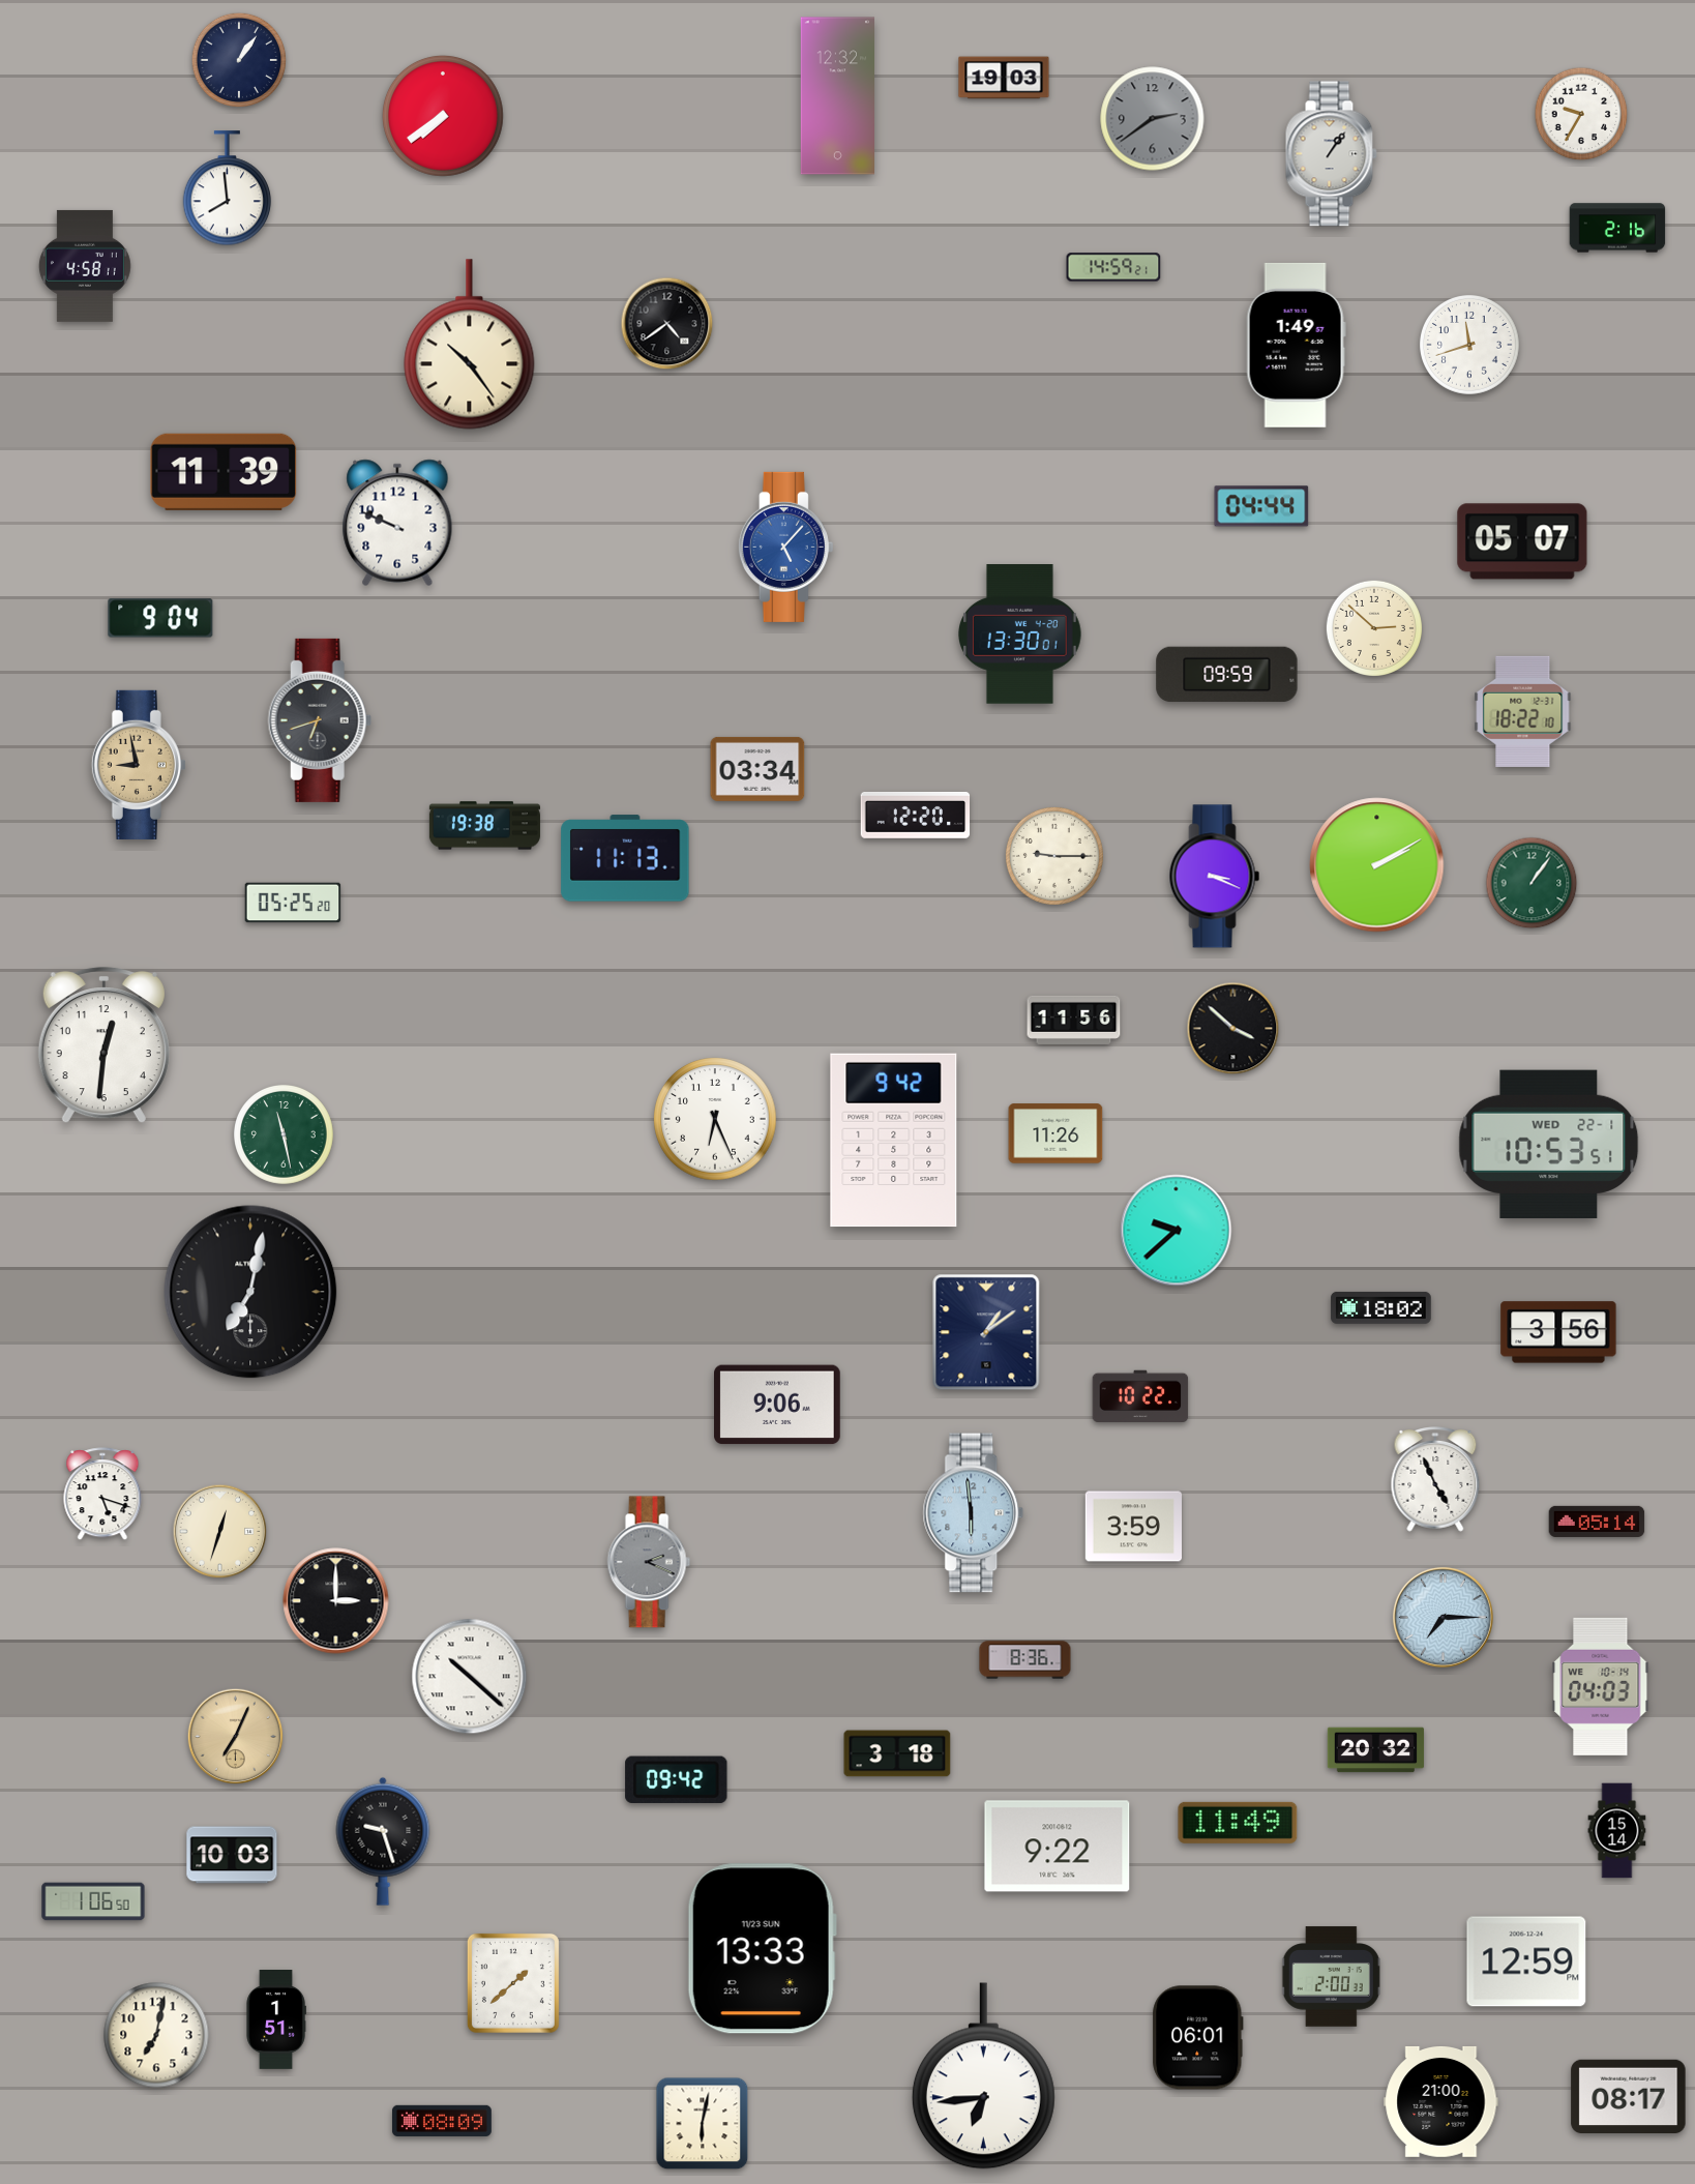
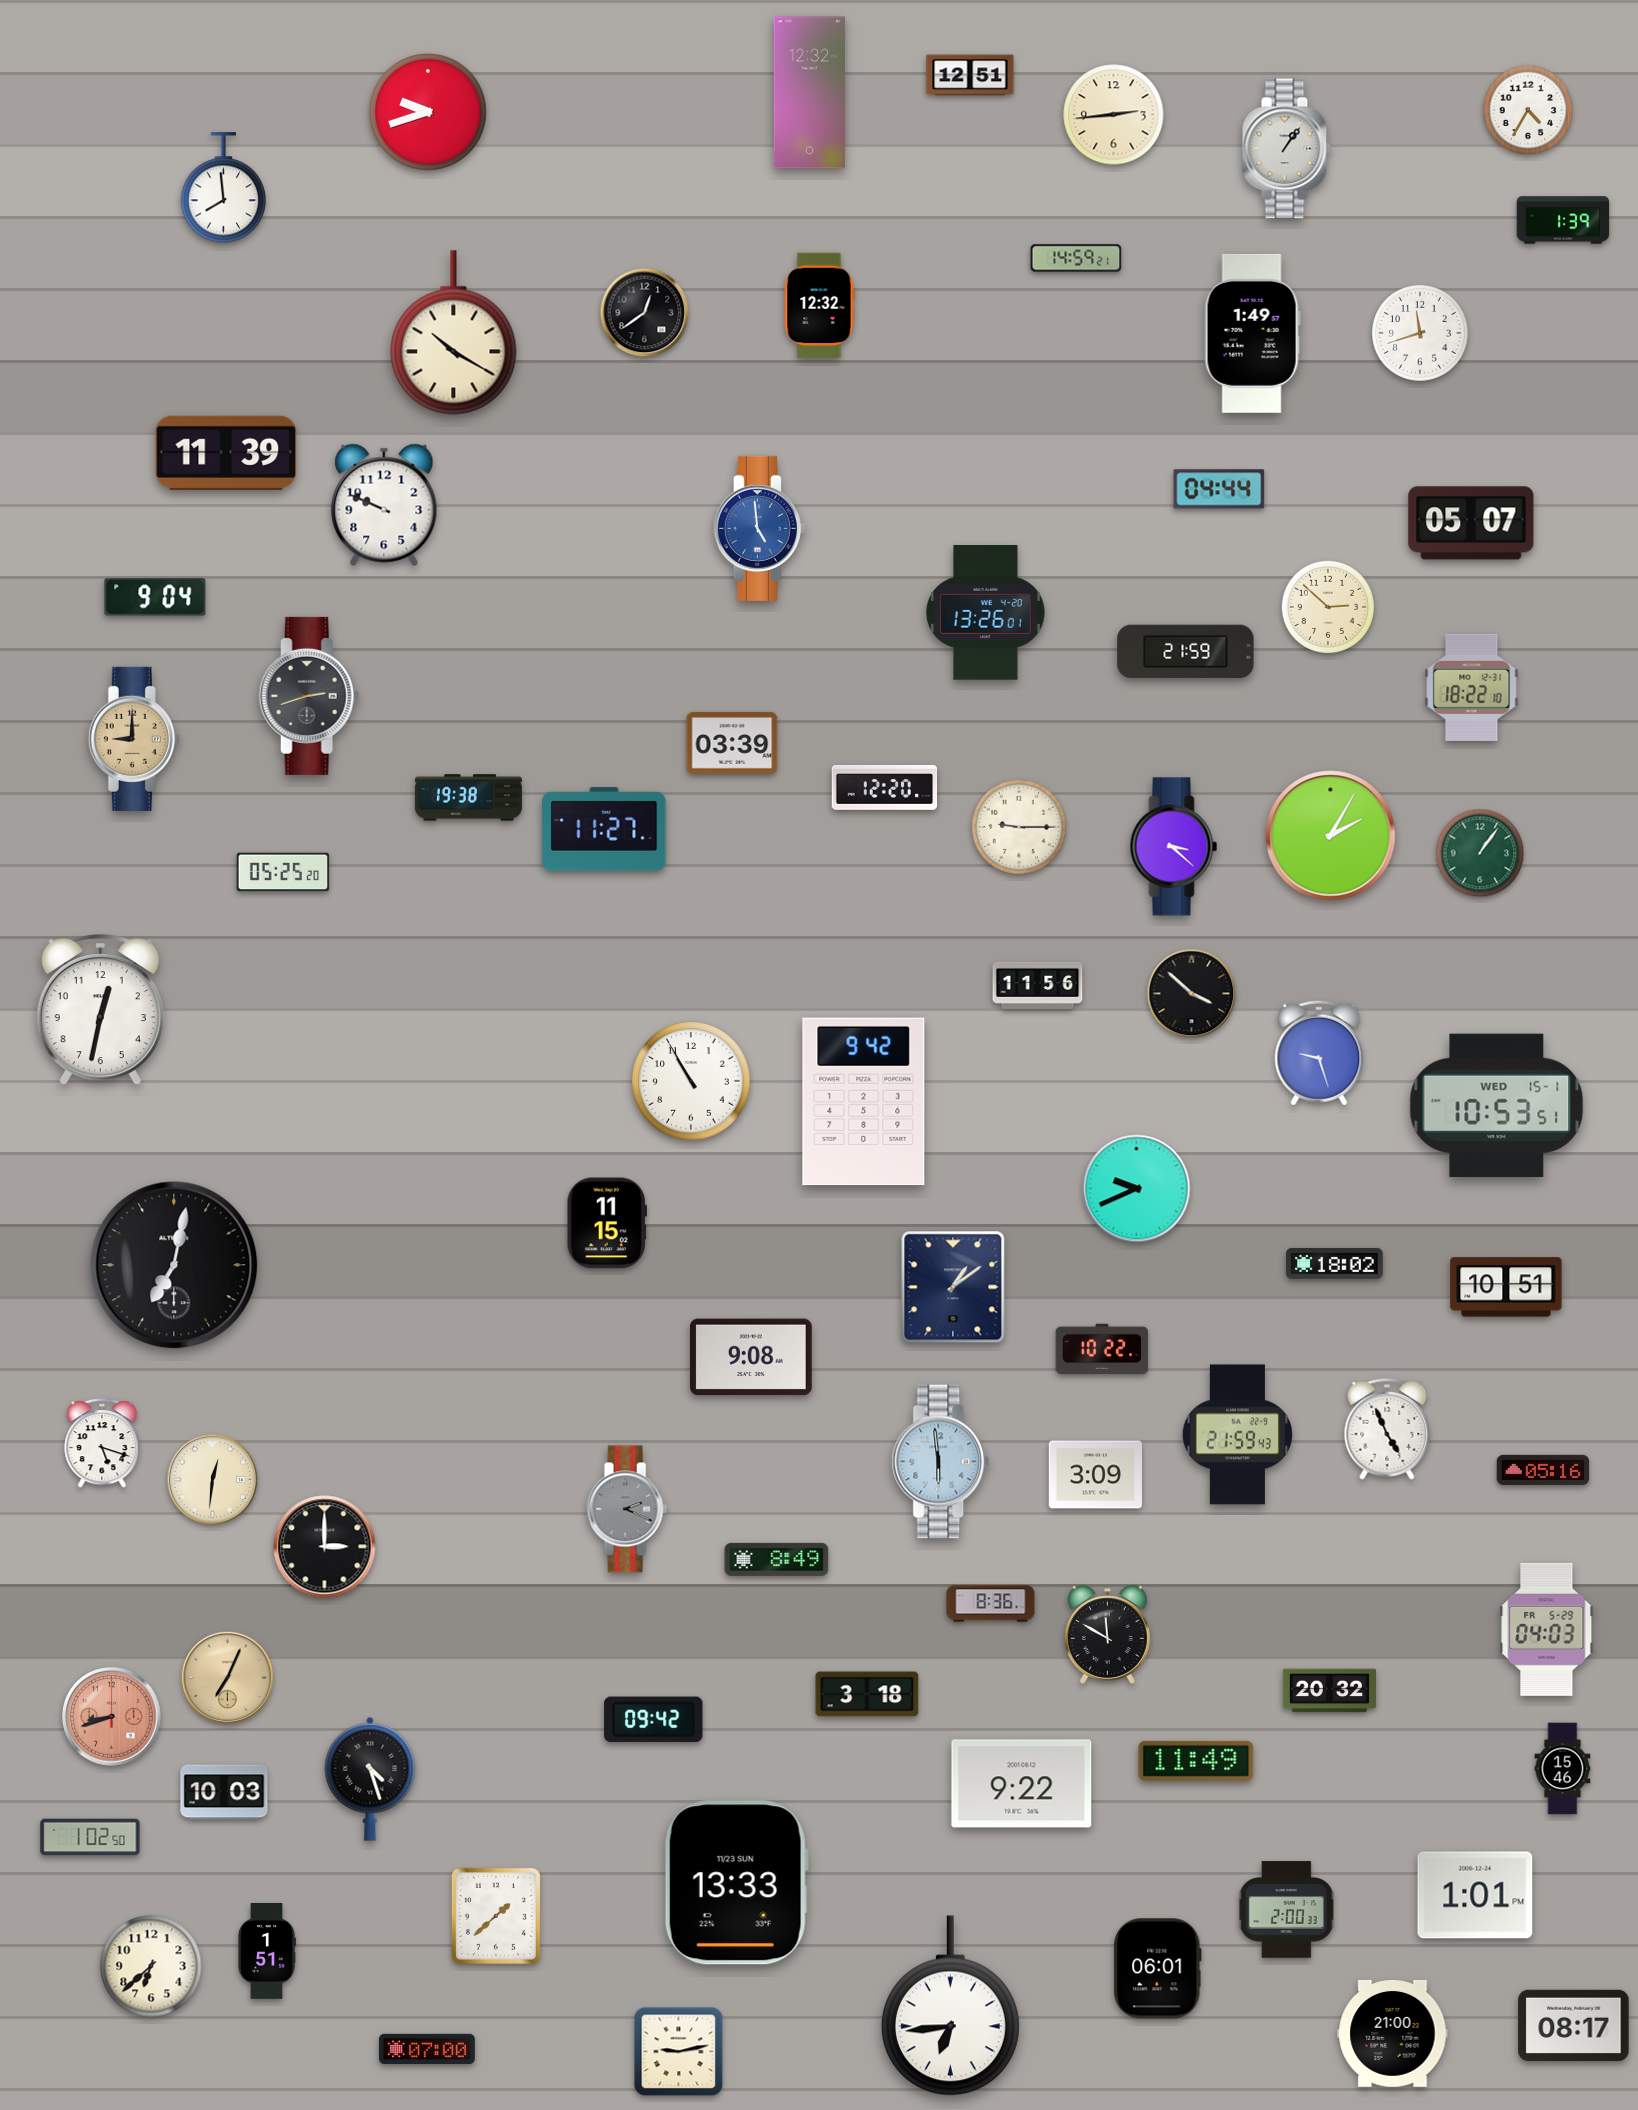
clock at (239, 60): 1:06 -> none
clock at (1004, 78): 19:03 -> 12:51
clock at (1581, 114): 9:35 -> 4:35
clock at (443, 116): 7:39 -> 9:42
clock at (1153, 119): 2:39 -> 2:44
clock at (1153, 119) dial: grey -> cream
clock at (228, 188) position: (228, 188) -> (224, 188)
clock at (1617, 228): 2:16 -> 1:39
clock at (85, 266): 4:58 -> none
clock at (819, 306): none -> 12:32
clock at (667, 324): 4:39 -> 12:39
clock at (470, 345): 10:24 -> 10:20
clock at (224, 472) position: (224, 472) -> (226, 453)
clock at (785, 547): 5:07 -> 4:59
clock at (1020, 634): 13:30 -> 13:26
clock at (1227, 675): 09:59 -> 21:59
clock at (320, 720): 6:42 -> 2:42
clock at (139, 765): 8:58 -> 9:00
clock at (757, 769): 03:34 -> 03:39
clock at (625, 858): 11:13 -> 11:27
clock at (1377, 865): 2:10 -> 2:05
clock at (1215, 877): 3:19 -> 3:22
clock at (103, 1045): 12:31 -> 12:32
clock at (1319, 1053): none -> 9:27
clock at (715, 1119): 6:26 -> 10:55
clock at (1055, 1133): 11:26 -> none
clock at (285, 1135): 11:28 -> none
clock at (1549, 1144) date: WED 22-1 -> WED 15-1
clock at (1177, 1231): 9:38 -> 9:41
clock at (607, 1223): none -> 11:15
clock at (250, 1292) position: (250, 1292) -> (174, 1265)
clock at (1558, 1332): 3:56 -> 10:51
clock at (778, 1405): 9:06 -> 9:08
clock at (1237, 1435): none -> 21:59
clock at (102, 1495) position: (102, 1495) -> (102, 1444)
clock at (1597, 1522): 05:14 -> 05:16
clock at (1133, 1527): 3:59 -> 3:09
clock at (220, 1532): 12:33 -> 12:31
clock at (777, 1559): none -> 8:49
clock at (1443, 1617): 7:15 -> none
clock at (470, 1677): 10:22 -> none
clock at (1601, 1686) date: WE 10-14 -> FR 5-29
clock at (1107, 1635): none -> 11:50
clock at (112, 1717): none -> 8:42
clock at (1617, 1831): 15:14 -> 15:46
clock at (383, 1841): 9:27 -> 4:27
clock at (93, 1901): 1:06 -> 1:02
clock at (1526, 1961): 12:59 -> 1:01
clock at (156, 2035): 7:02 -> 6:38
clock at (1441, 2102) position: (1441, 2102) -> (1393, 2034)
clock at (442, 2121): 08:09 -> 07:00
clock at (703, 2124): 6:02 -> 9:13
